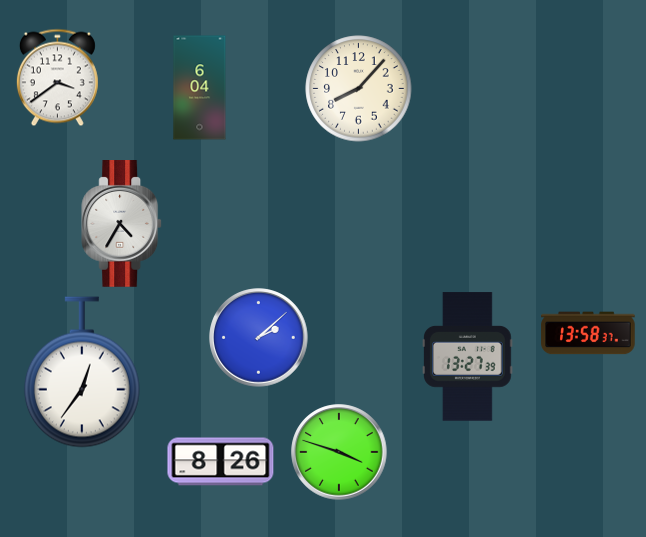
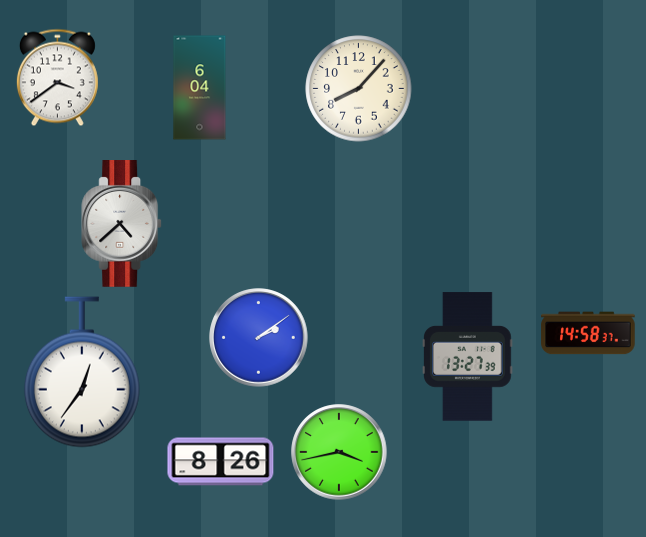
clock at (122, 224): 4:35 -> 4:38
clock at (588, 333): 13:58 -> 14:58
clock at (259, 338): 2:08 -> 2:09
clock at (339, 452): 3:48 -> 3:43
